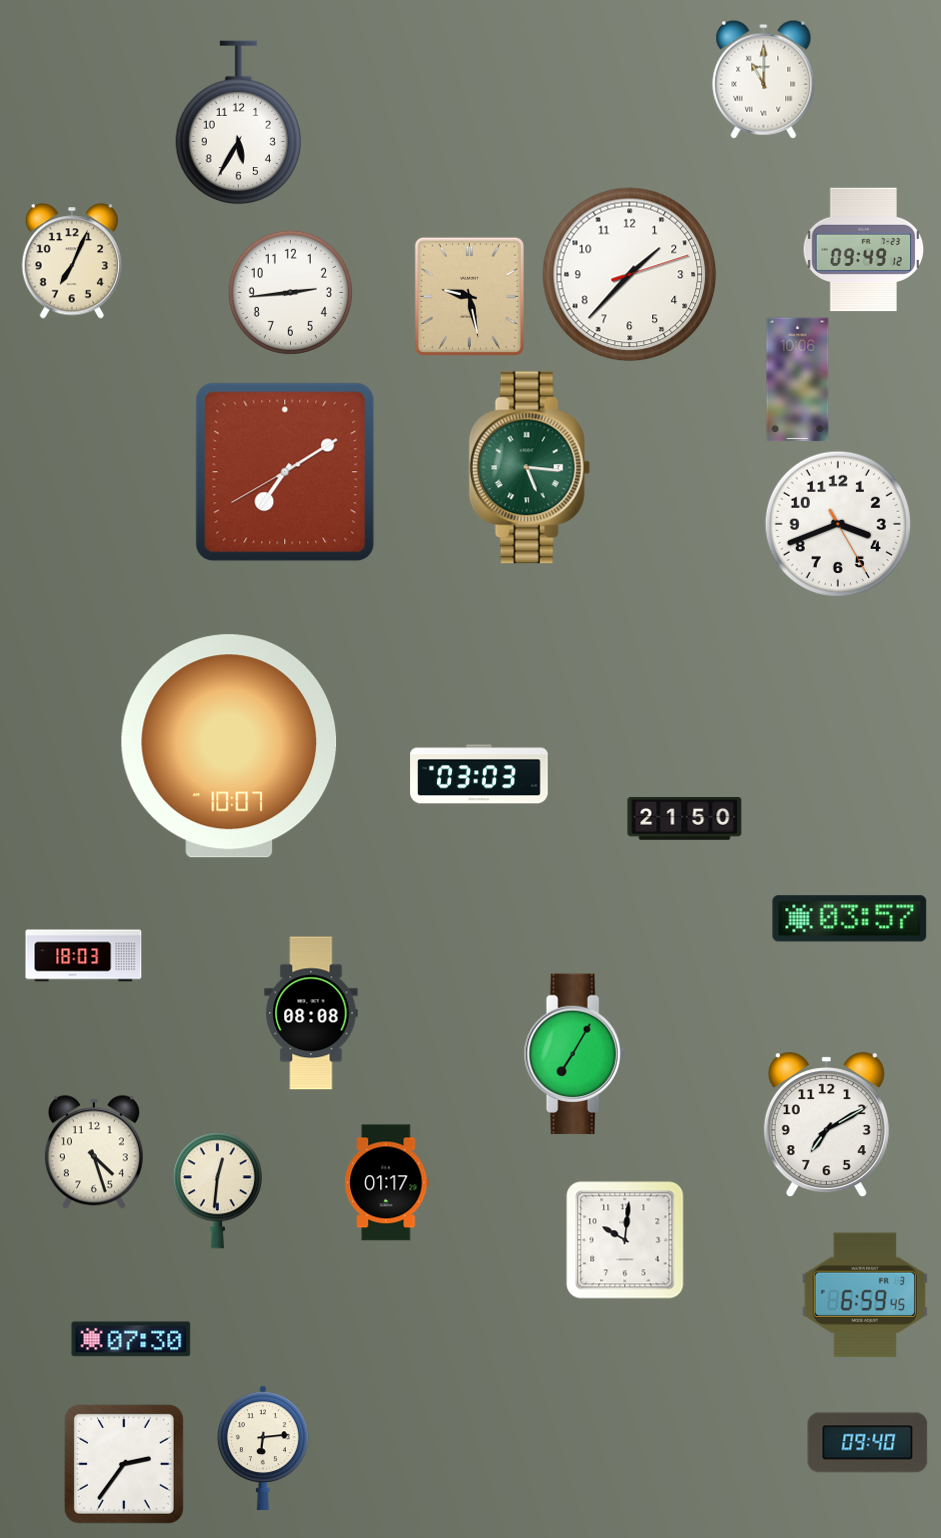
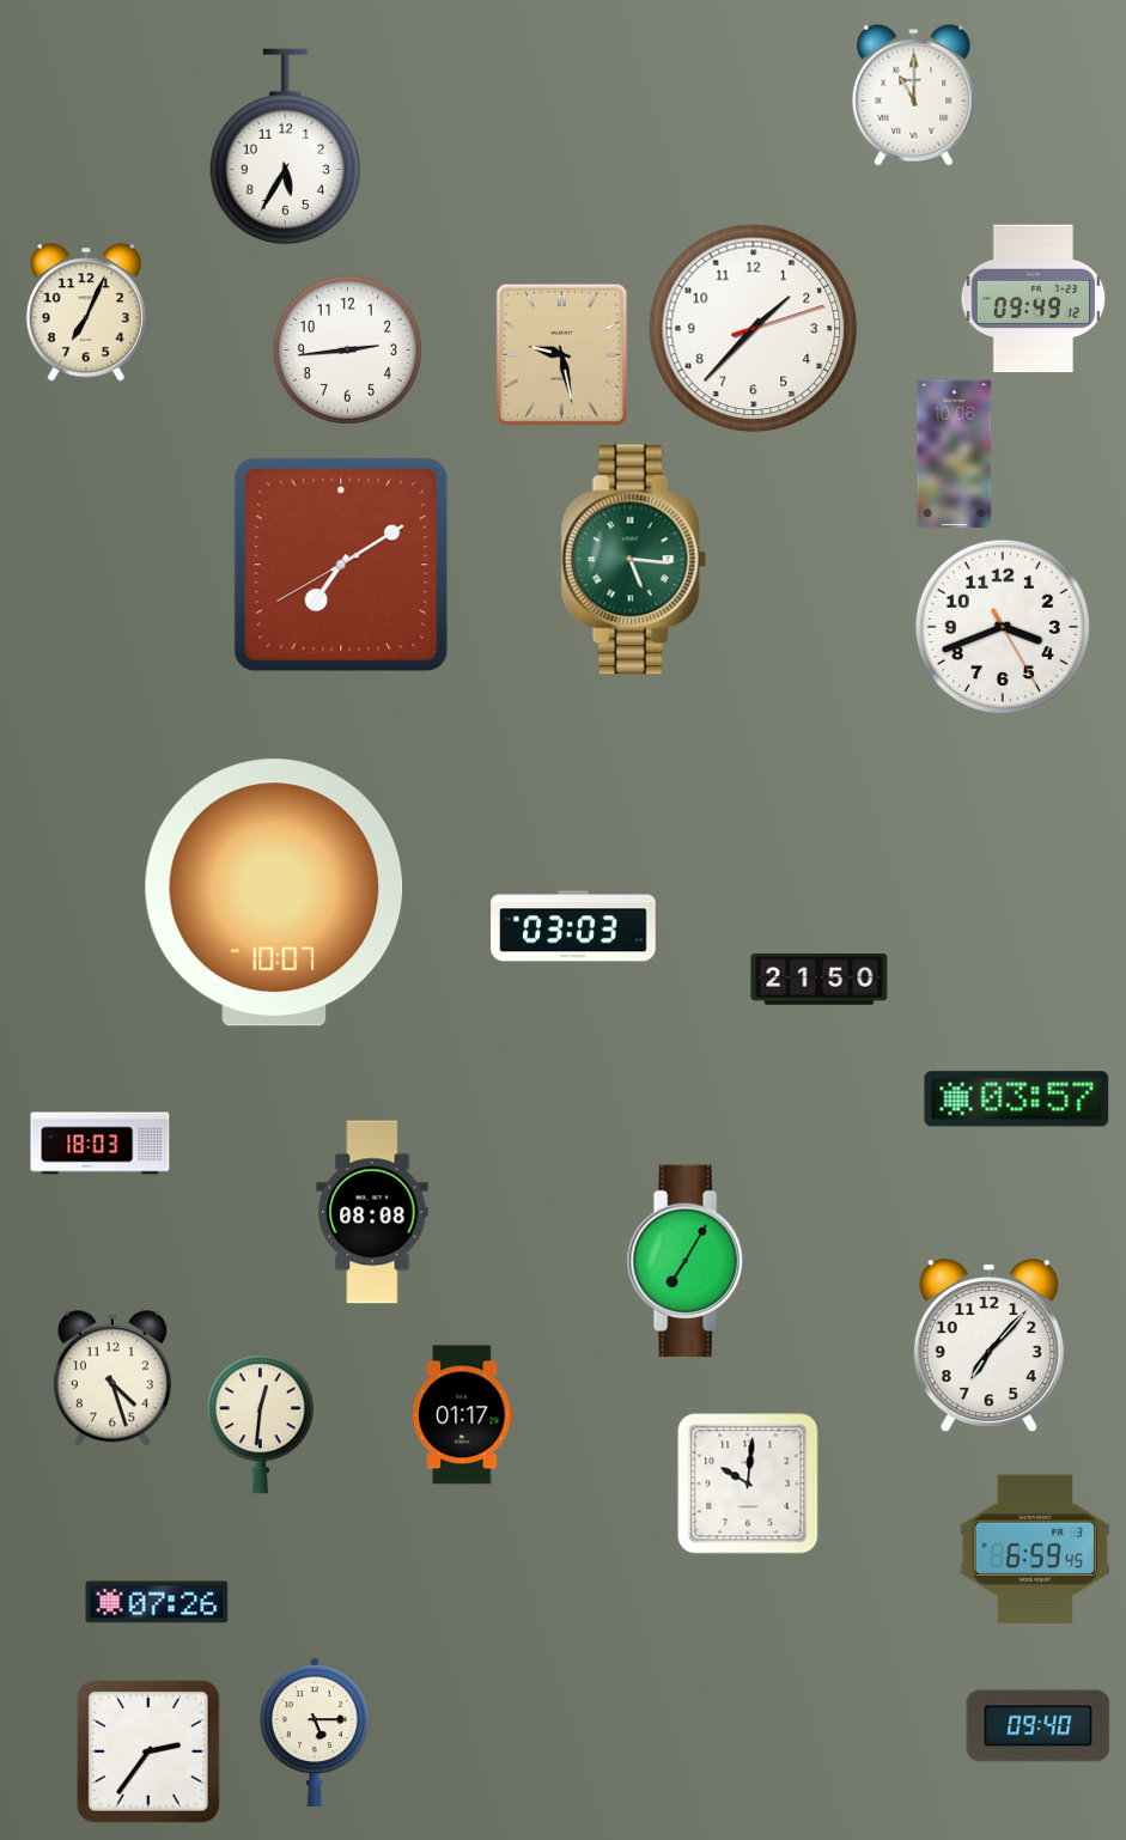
clock at (826, 1125): 7:10 -> 7:07
clock at (131, 1339): 07:30 -> 07:26
clock at (263, 1448): 6:14 -> 5:15
